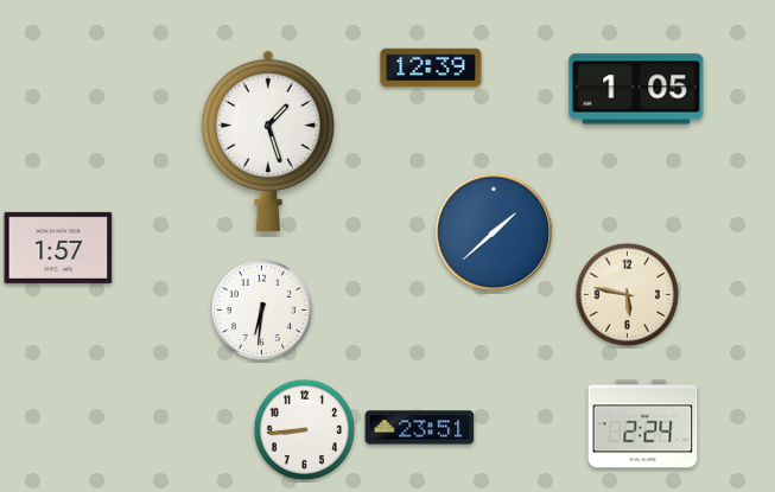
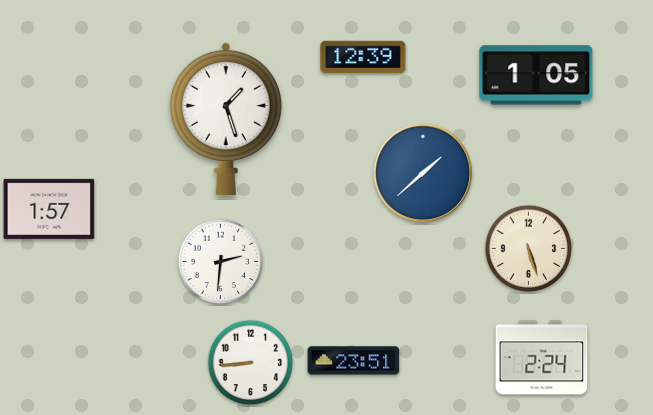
clock at (494, 232) position: (494, 232) -> (423, 173)
clock at (628, 295): 5:47 -> 5:27
clock at (262, 311): 6:31 -> 2:31
clock at (305, 430) position: (305, 430) -> (251, 363)
